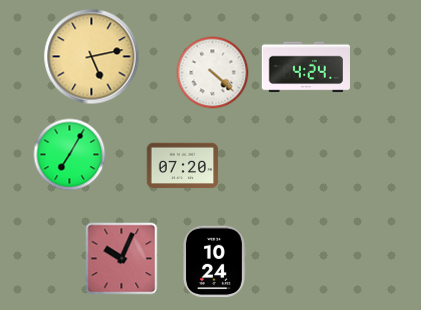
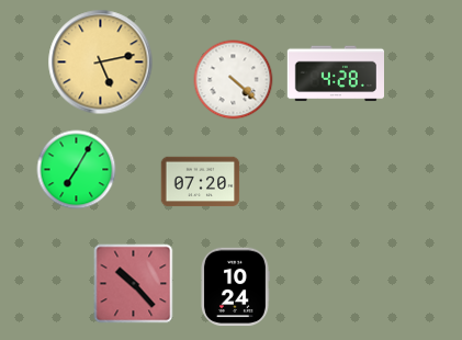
clock at (305, 67): 4:24 -> 4:28
clock at (122, 259): 10:04 -> 10:23
